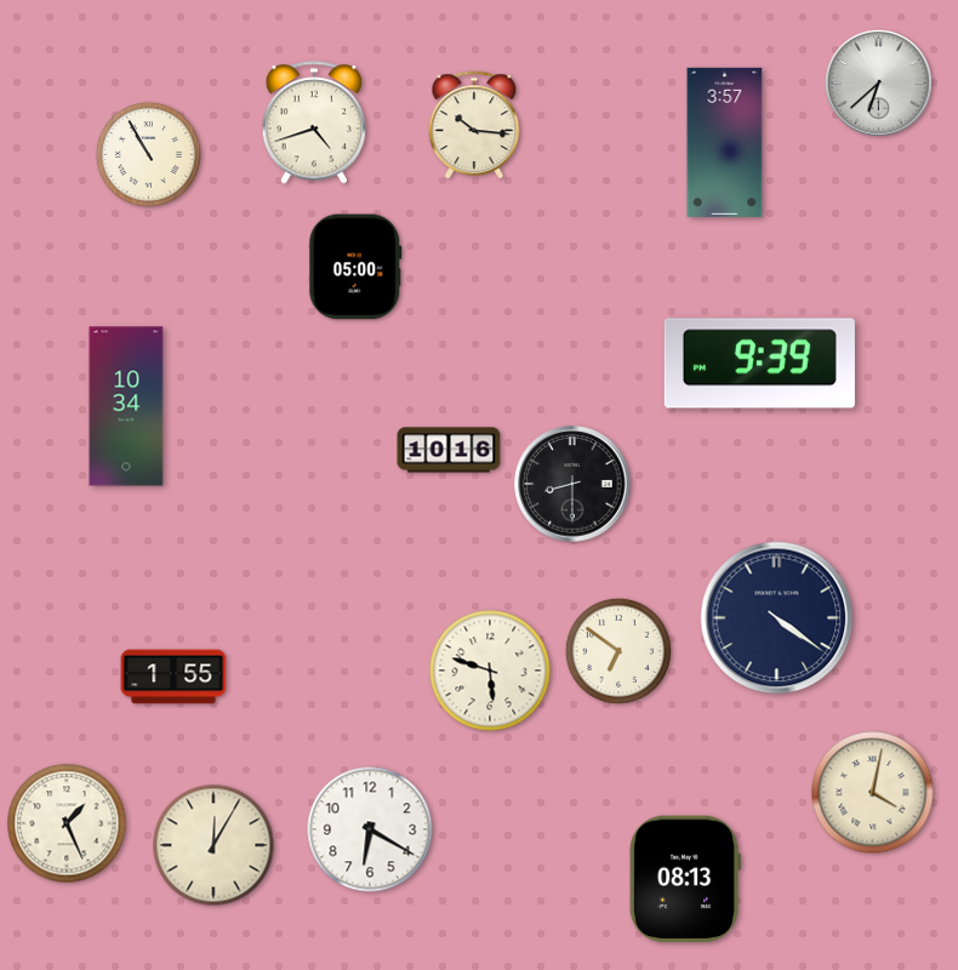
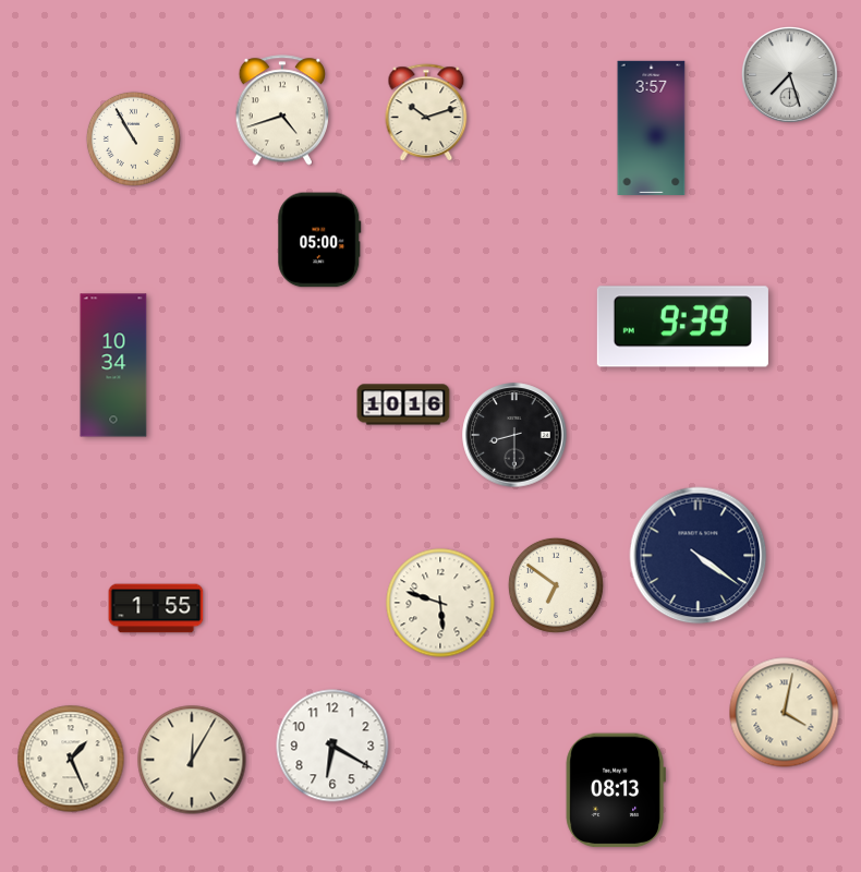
clock at (878, 82): 6:38 -> 7:27
clock at (474, 125): 10:16 -> 10:12
clock at (67, 823) position: (67, 823) -> (71, 759)
